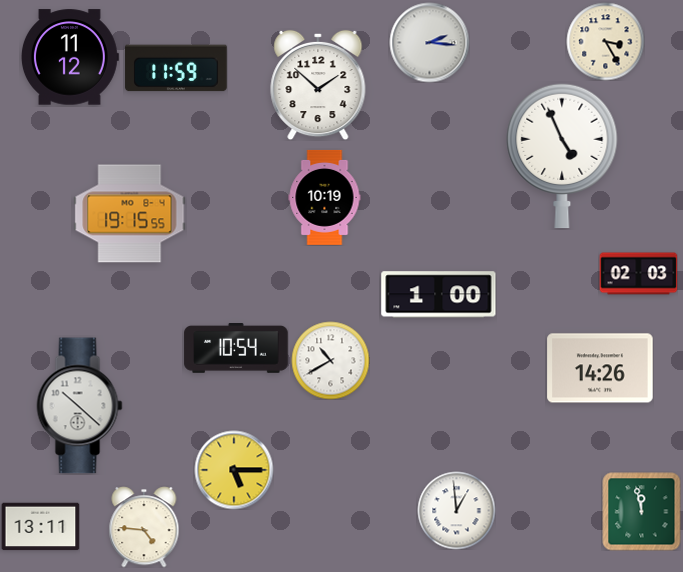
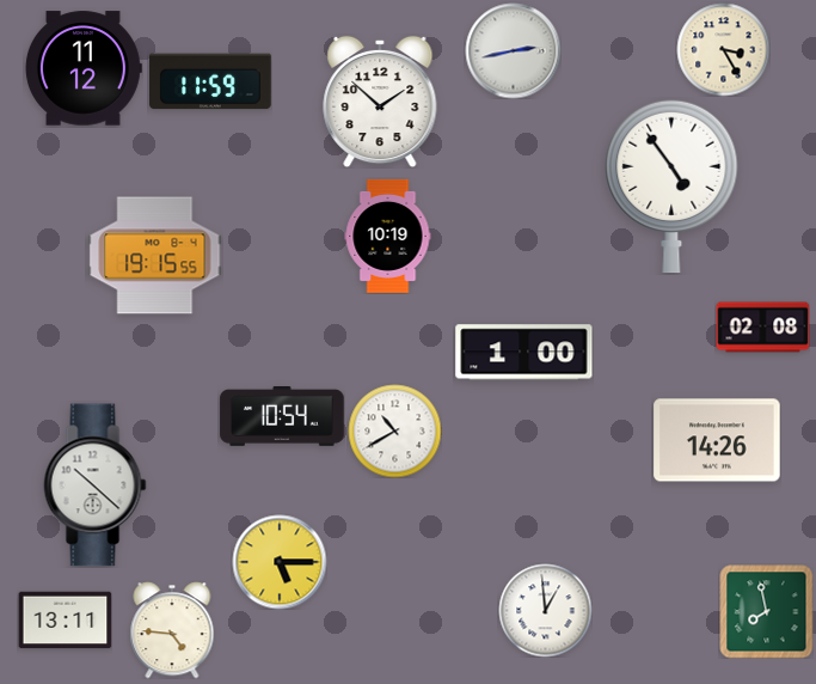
clock at (429, 42): 2:16 -> 2:43
clock at (562, 156): 4:56 -> 4:54
clock at (638, 274): 02:03 -> 02:08
clock at (641, 511): 11:58 -> 7:58
clock at (40, 527) position: (40, 527) -> (65, 621)
